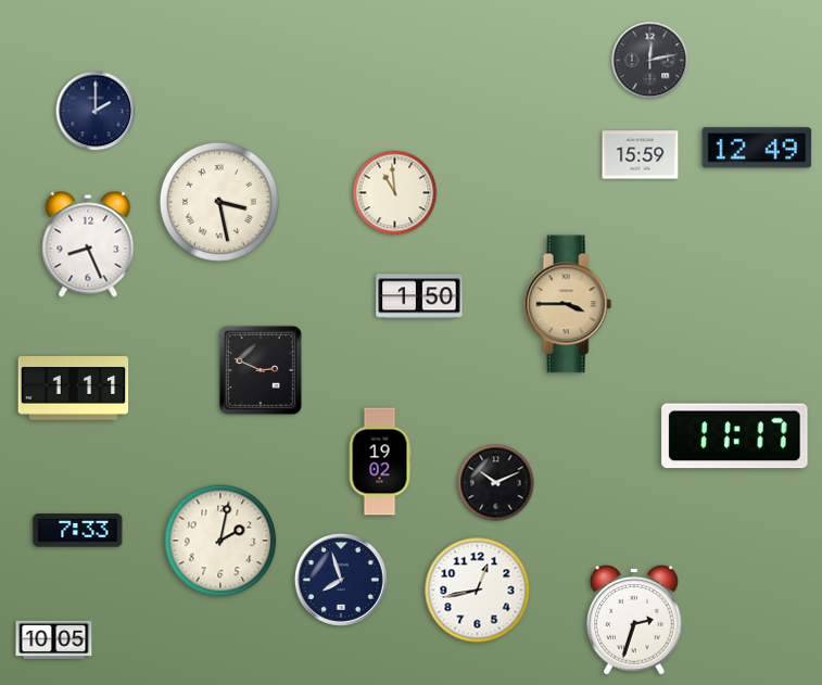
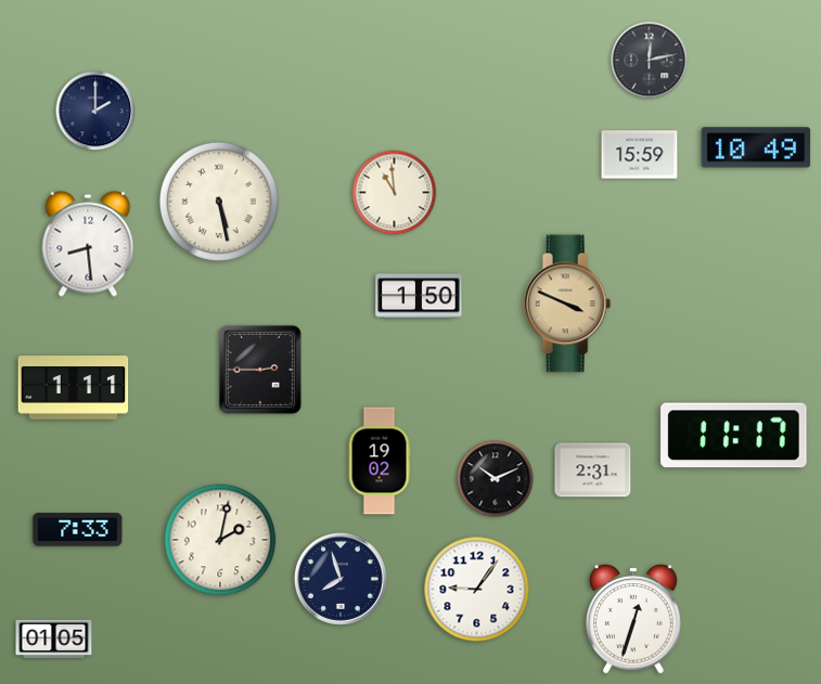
clock at (757, 148): 12:49 -> 10:49
clock at (219, 202): 3:28 -> 5:28
clock at (88, 244): 8:26 -> 8:29
clock at (568, 304): 3:45 -> 3:49
clock at (261, 370): 2:49 -> 2:45
clock at (593, 470): none -> 2:31
clock at (496, 483) position: (496, 483) -> (496, 479)
clock at (478, 591): 12:43 -> 9:06
clock at (634, 620): 2:33 -> 12:33
clock at (54, 640): 10:05 -> 01:05
